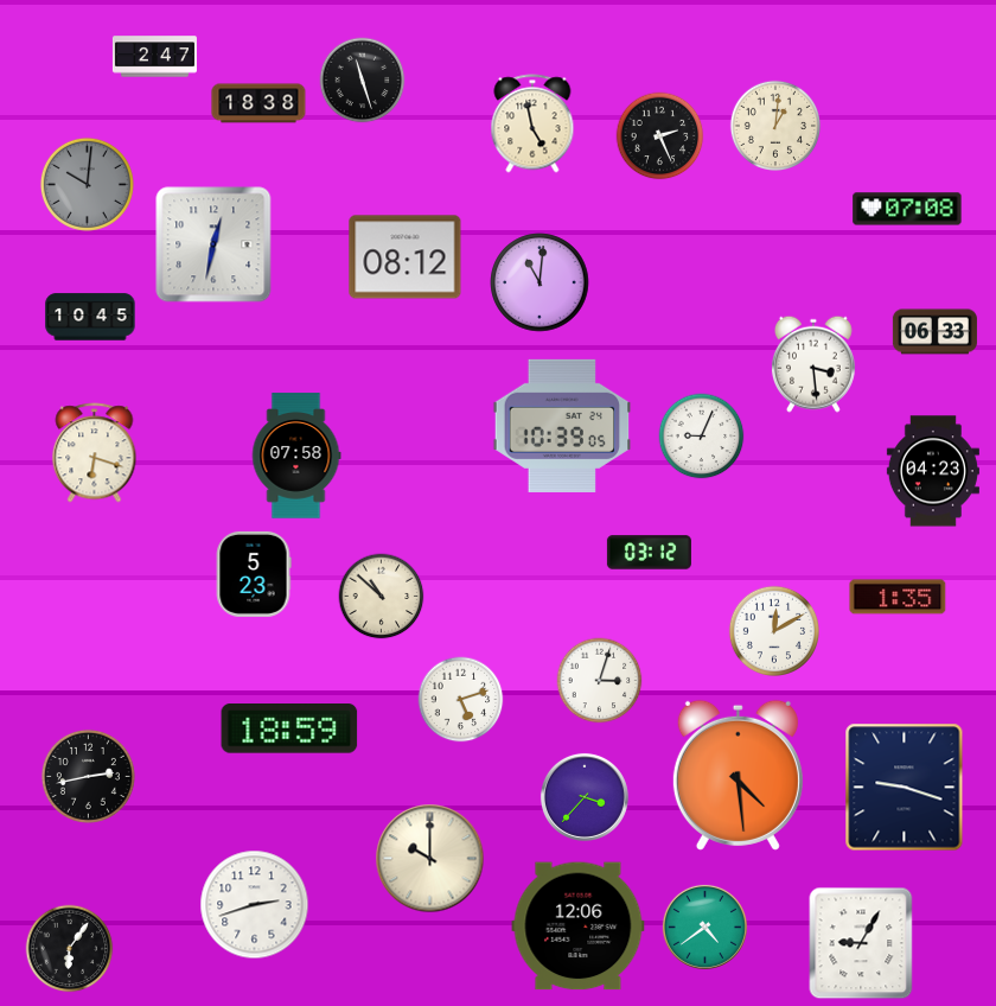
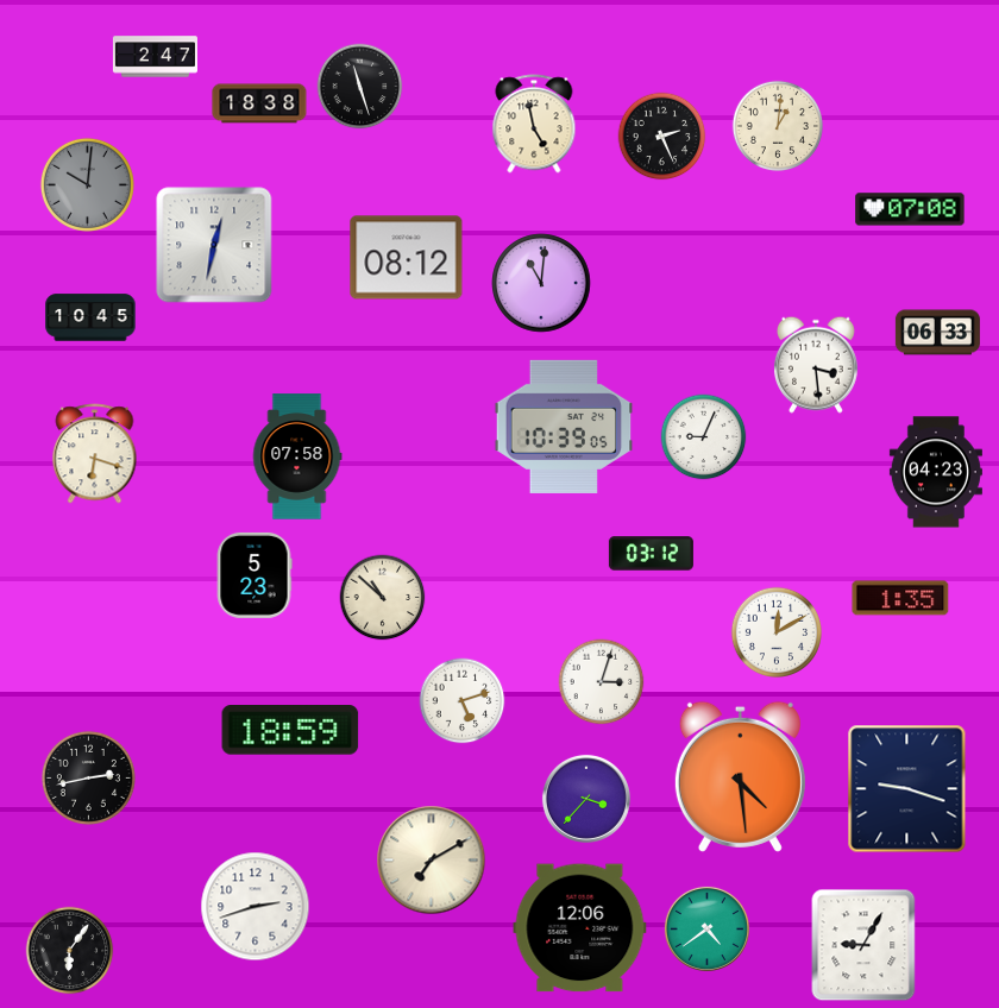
clock at (363, 81) position: (363, 81) -> (360, 87)
clock at (430, 859): 10:00 -> 7:10
